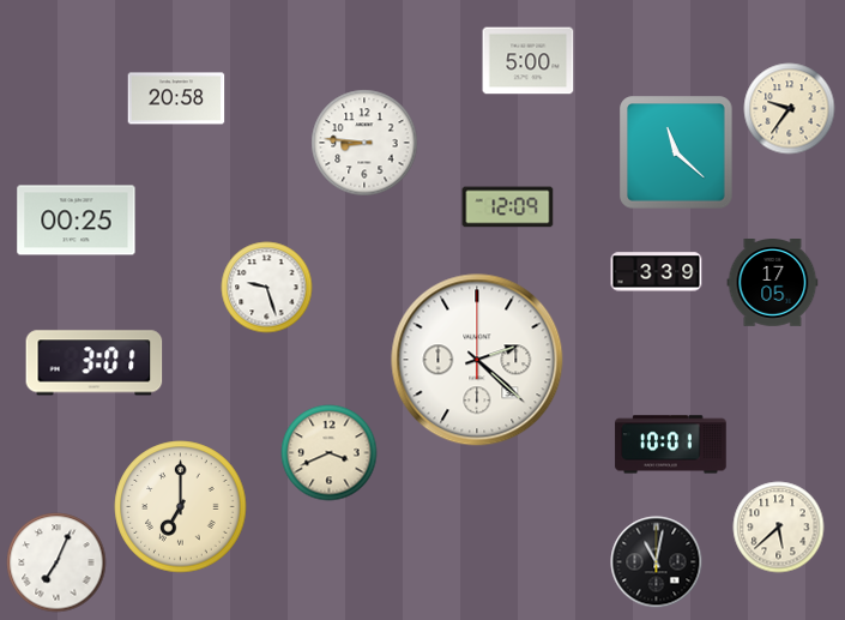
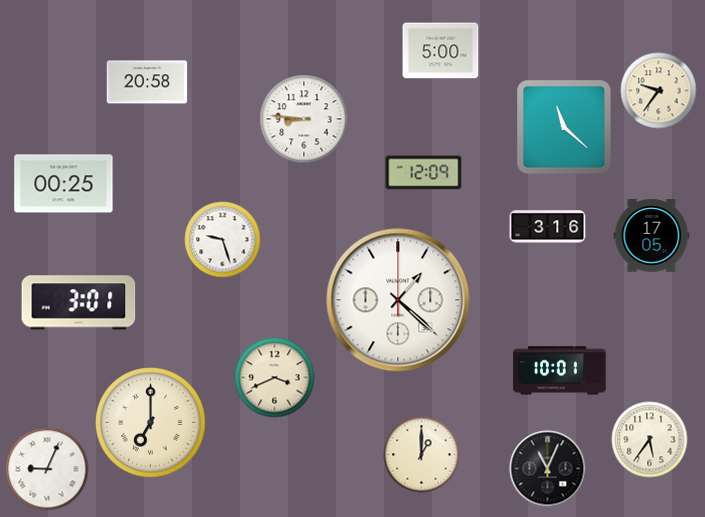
clock at (657, 272): 3:39 -> 3:16
clock at (773, 283) position: (773, 283) -> (652, 236)
clock at (477, 360): 2:22 -> 1:22
clock at (779, 528): 5:38 -> 5:36
clock at (422, 455): none -> 1:00
clock at (56, 562): 7:04 -> 9:04
clock at (657, 562): 11:02 -> 11:04
